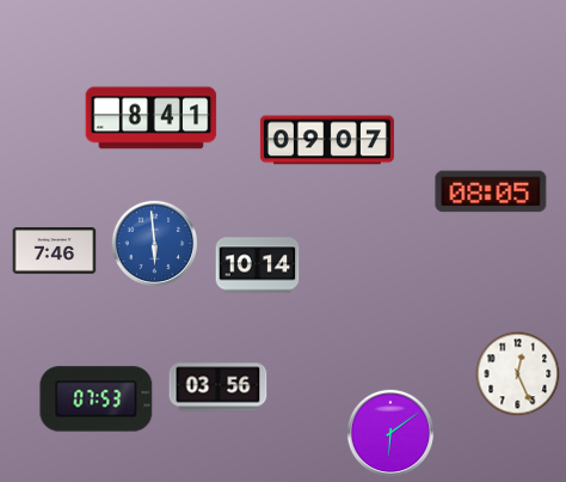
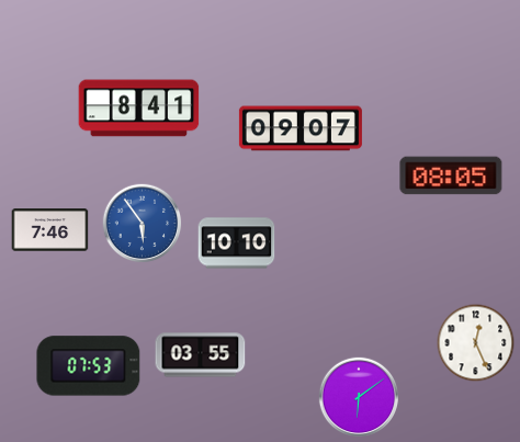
clock at (155, 244): 5:59 -> 5:54
clock at (258, 266): 10:14 -> 10:10
clock at (219, 388): 03:56 -> 03:55
